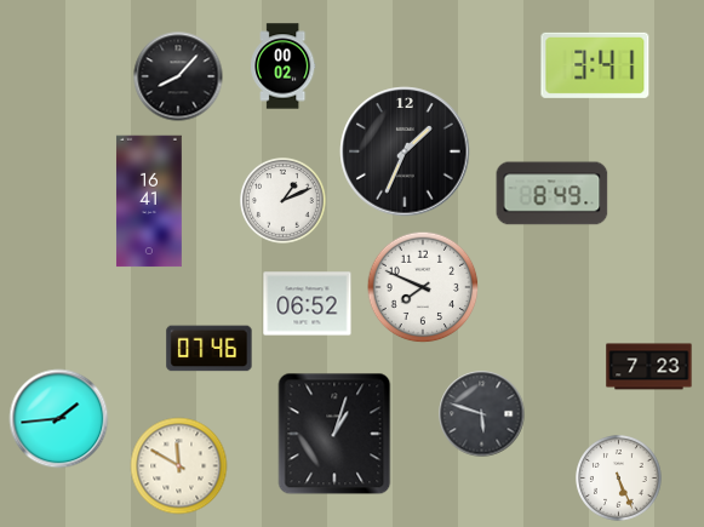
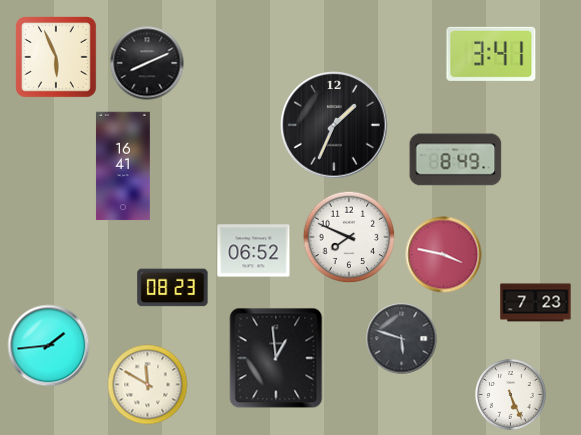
clock at (284, 67): 00:02 -> none
clock at (57, 58): none -> 5:56
clock at (178, 76): 8:07 -> 8:11
clock at (284, 201): 1:11 -> none
clock at (444, 255): none -> 3:47
clock at (210, 349): 07:46 -> 08:23
clock at (482, 414) position: (482, 414) -> (402, 339)
clock at (334, 434): 1:03 -> 12:59
